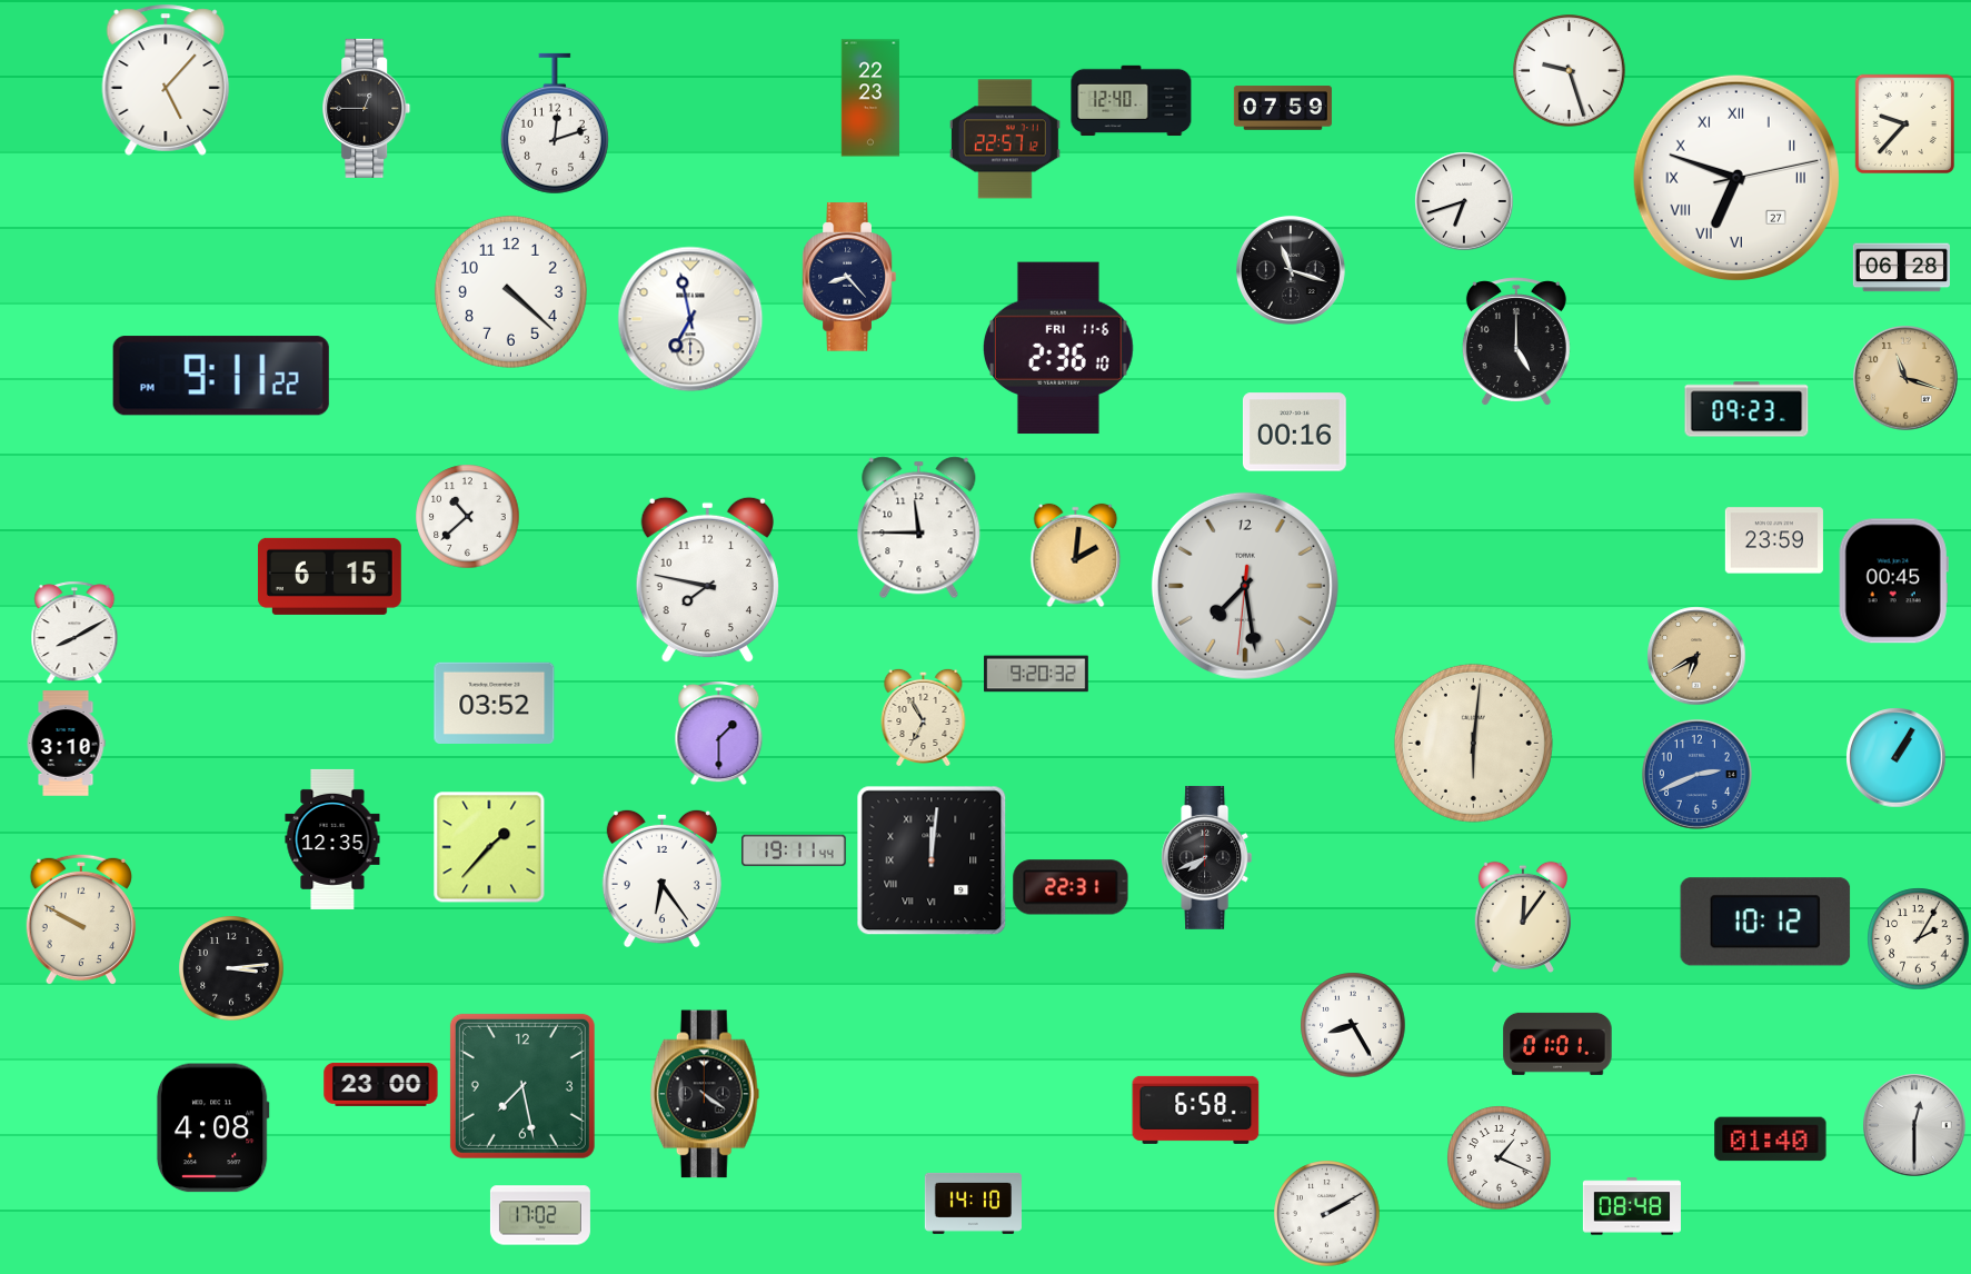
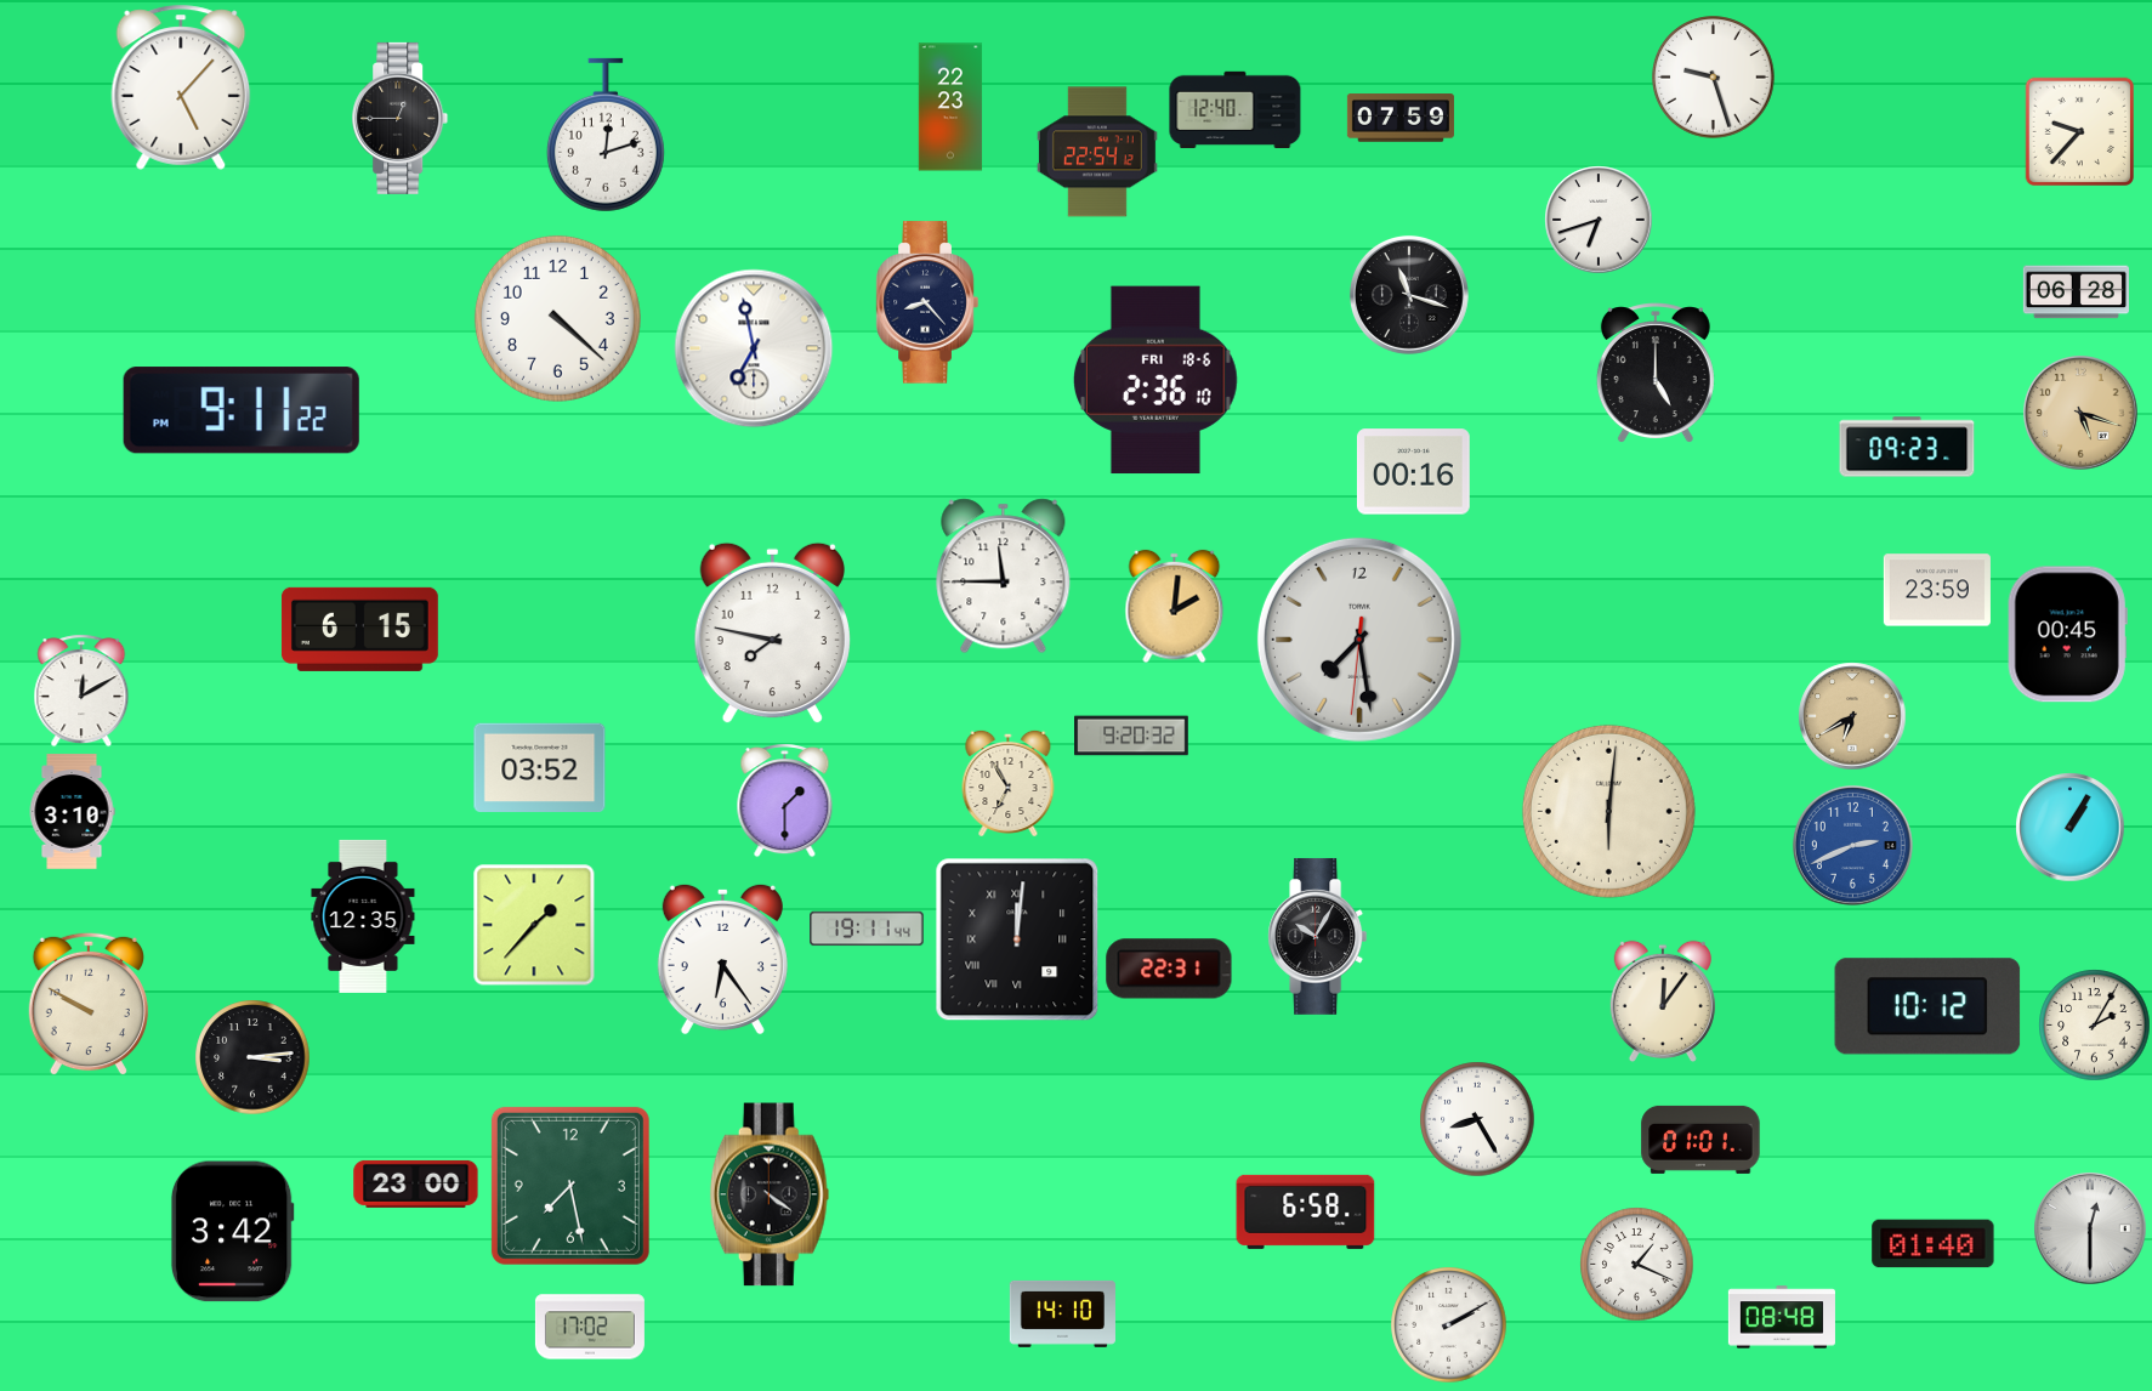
clock at (1904, 123) position: (1904, 123) -> (2079, 131)
clock at (1005, 139): 22:57 -> 22:54
clock at (1736, 178): 6:48 -> none
clock at (1058, 348) date: FRI 11-6 -> FRI 18-6
clock at (1905, 378): 11:18 -> 5:18
clock at (468, 517): 10:38 -> none
clock at (74, 633): 8:10 -> 12:10
clock at (1207, 857): 7:41 -> 10:05
clock at (212, 1128): 4:08 -> 3:42
